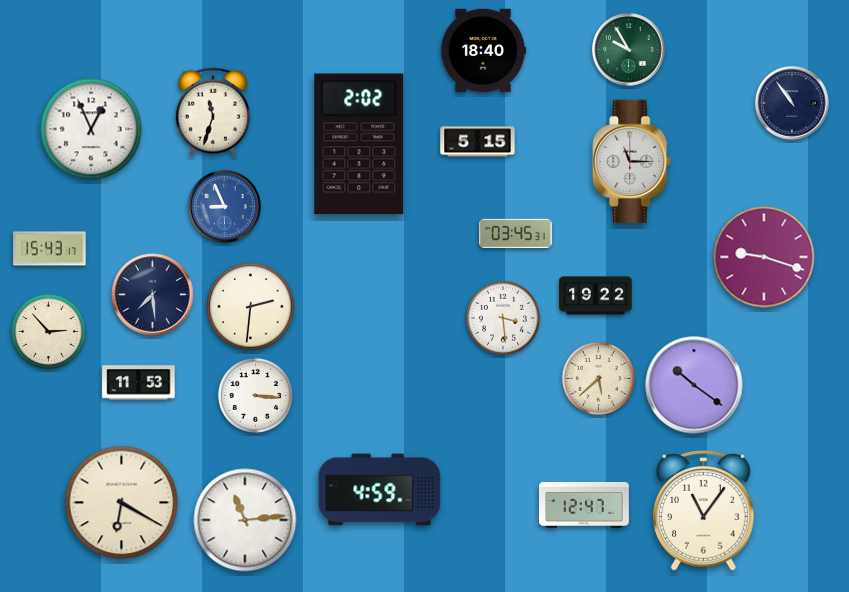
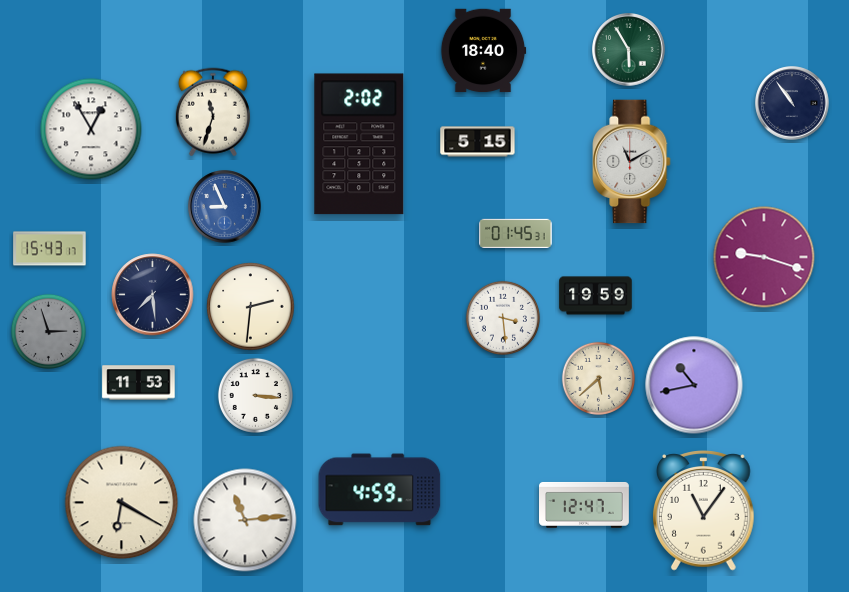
clock at (629, 50): 9:55 -> 5:55
clock at (91, 129): 12:56 -> 12:55
clock at (632, 162): 11:15 -> 11:10
clock at (516, 233): 03:45 -> 01:45
clock at (596, 296): 19:22 -> 19:59
clock at (48, 331): 2:53 -> 2:57
clock at (48, 331) dial: cream -> grey
clock at (694, 385): 10:21 -> 10:43
